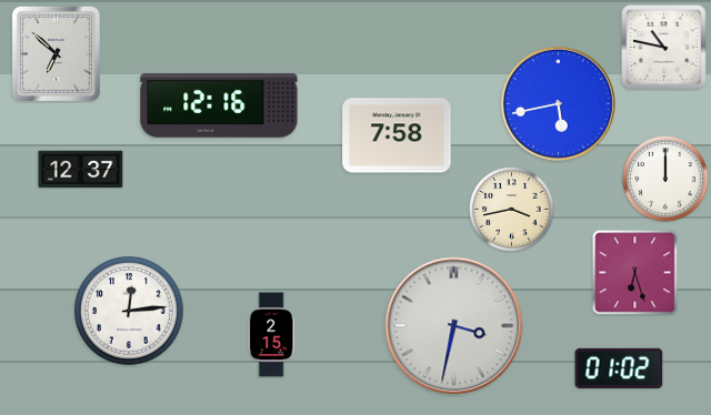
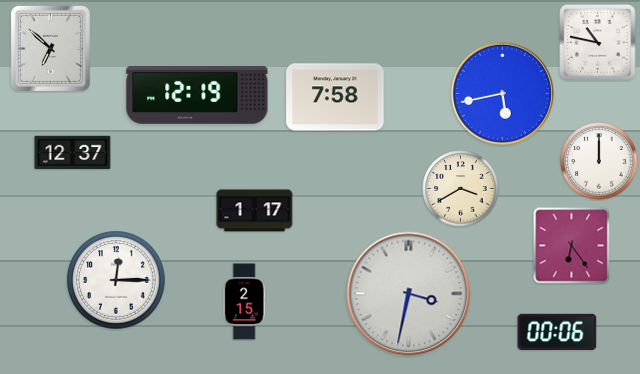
clock at (219, 105): 12:16 -> 12:19
clock at (397, 135) position: (397, 135) -> (335, 97)
clock at (512, 210): 3:43 -> 3:40
clock at (255, 211): none -> 1:17
clock at (634, 272): 6:27 -> 6:24
clock at (129, 311): 12:14 -> 12:15
clock at (619, 368): 01:02 -> 00:06
